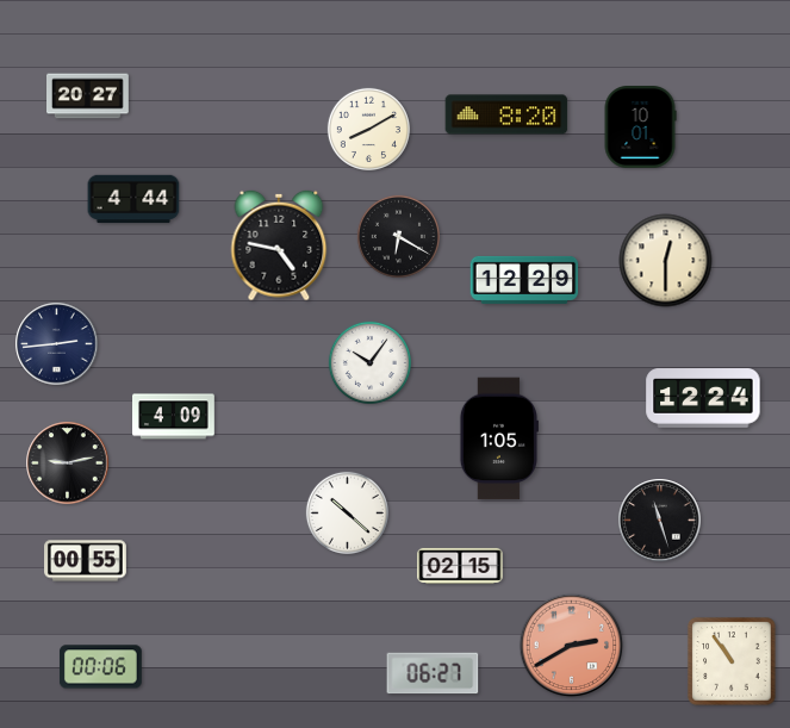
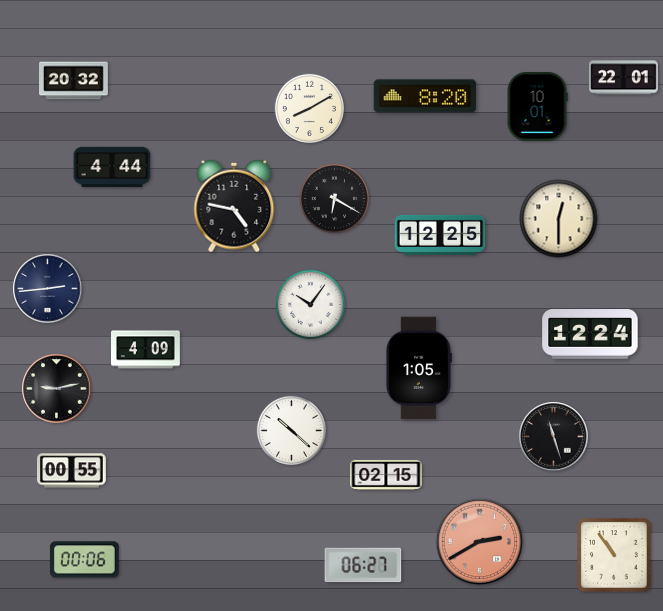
clock at (624, 78): none -> 22:01
clock at (88, 97): 20:27 -> 20:32
clock at (524, 280): 12:29 -> 12:25
